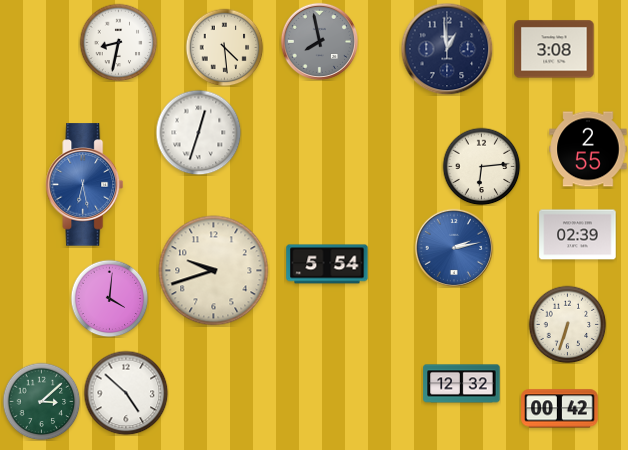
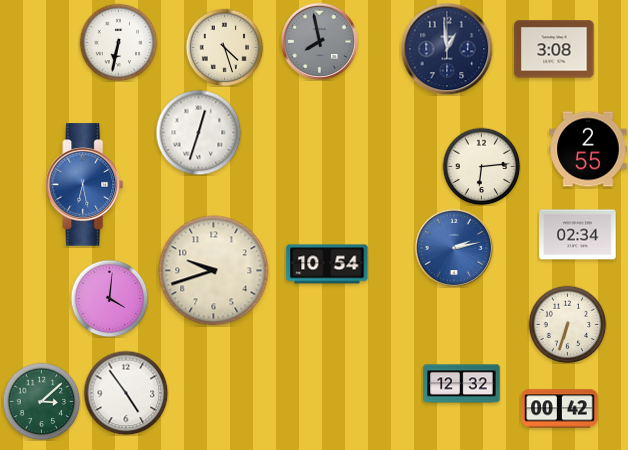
clock at (118, 42): 8:32 -> 6:32
clock at (224, 47): 4:29 -> 4:27
clock at (578, 235): 02:39 -> 02:34
clock at (327, 264): 5:54 -> 10:54
clock at (126, 393): 4:52 -> 4:54
